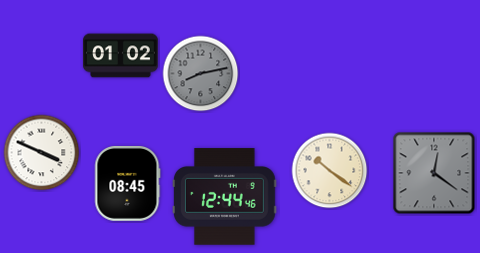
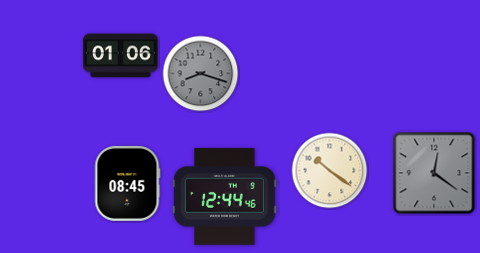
clock at (121, 56): 01:02 -> 01:06
clock at (201, 74): 8:13 -> 8:18
clock at (42, 153): 3:49 -> none
